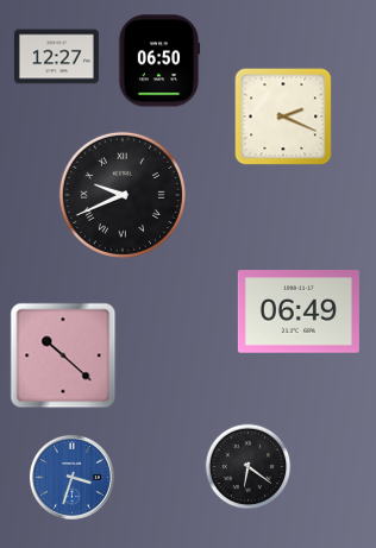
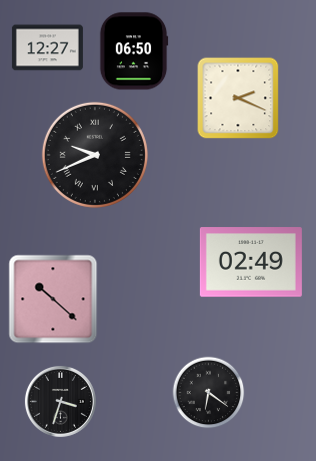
clock at (123, 195) position: (123, 195) -> (95, 155)
clock at (299, 311): 06:49 -> 02:49
clock at (71, 477) dial: blue -> black
